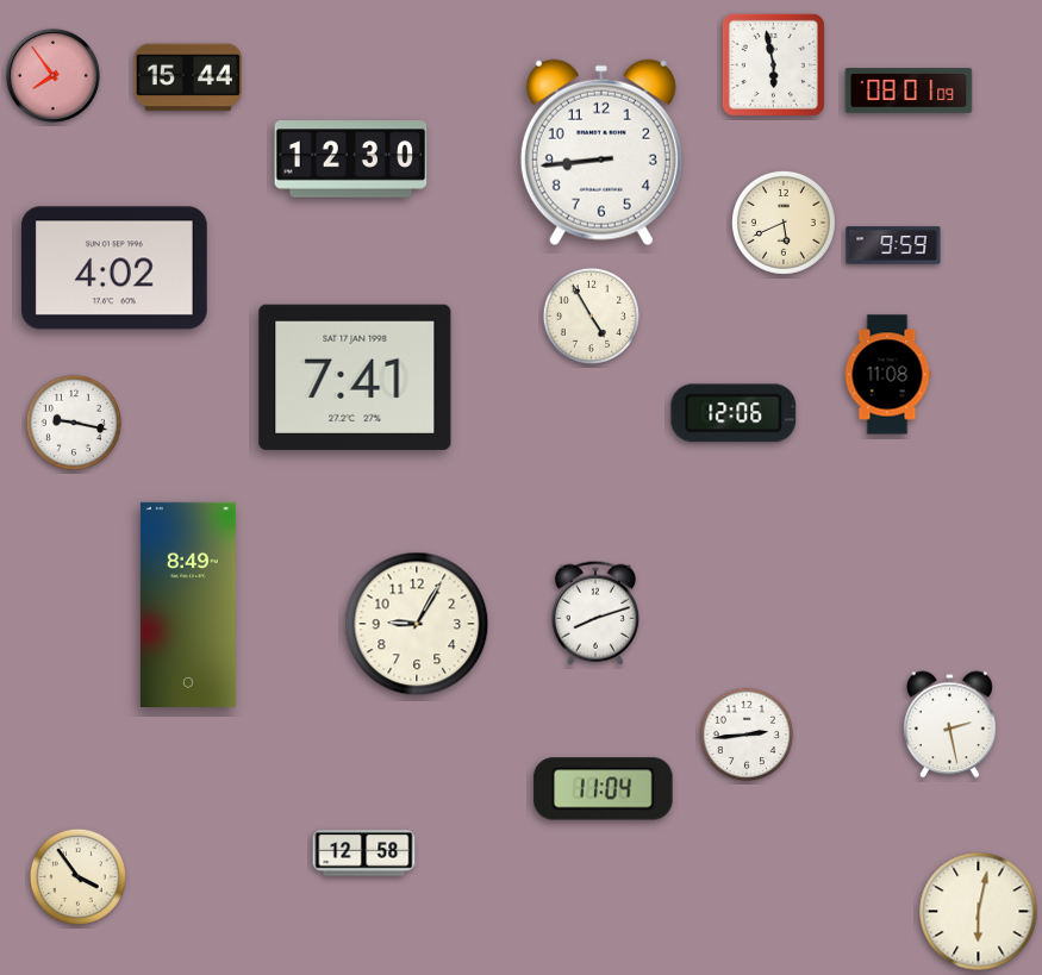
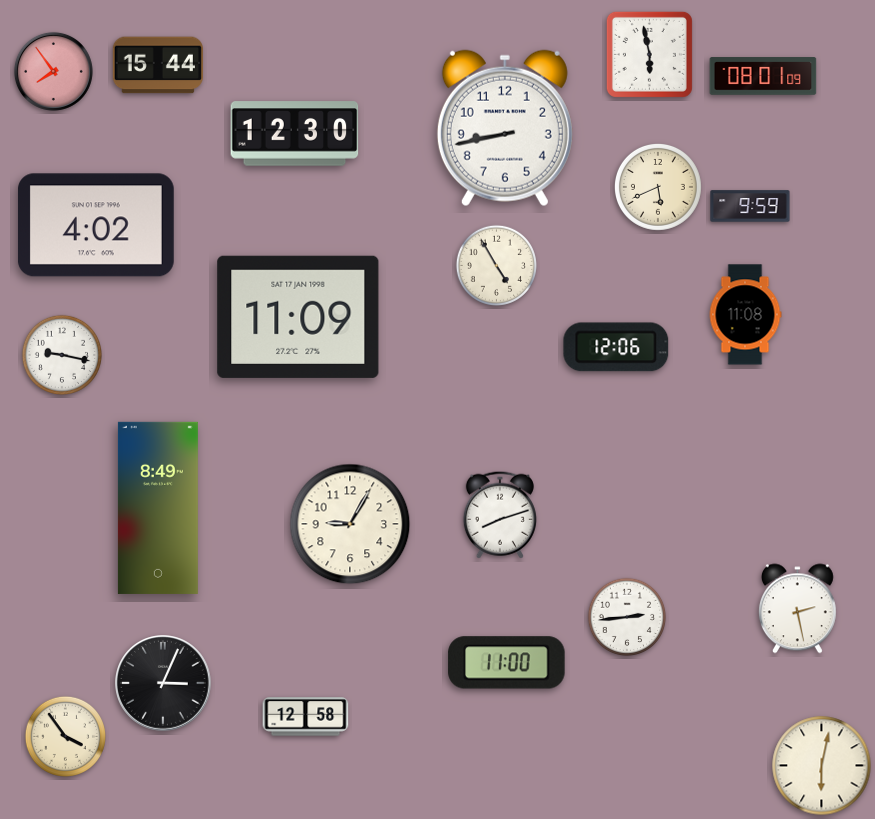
clock at (52, 75) position: (52, 75) -> (53, 71)
clock at (601, 152): 8:44 -> 8:43
clock at (355, 377): 7:41 -> 11:09
clock at (604, 789): 11:04 -> 11:00
clock at (163, 683): none -> 3:04
